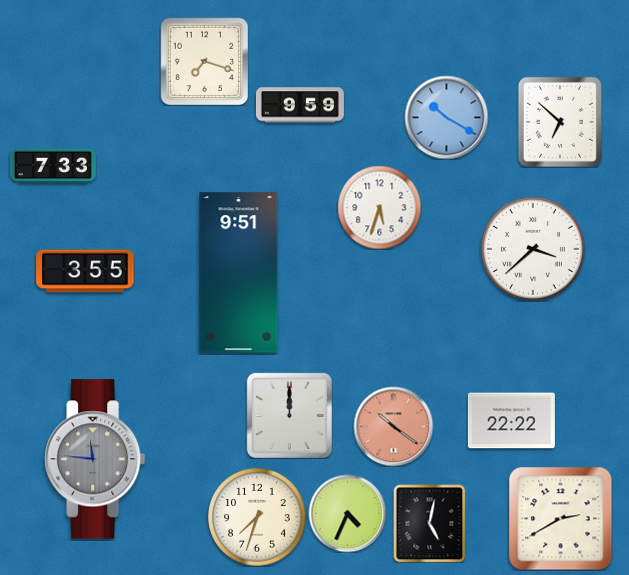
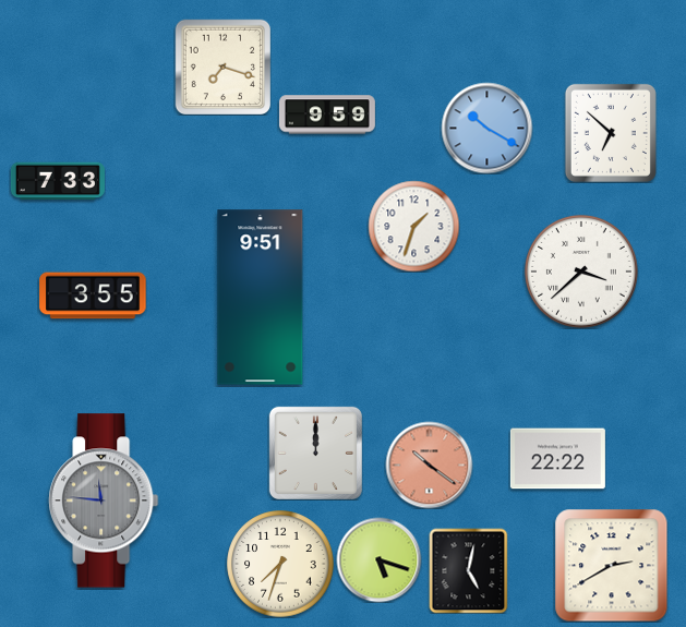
clock at (379, 207): 5:33 -> 1:33
clock at (347, 513): 4:34 -> 5:18
